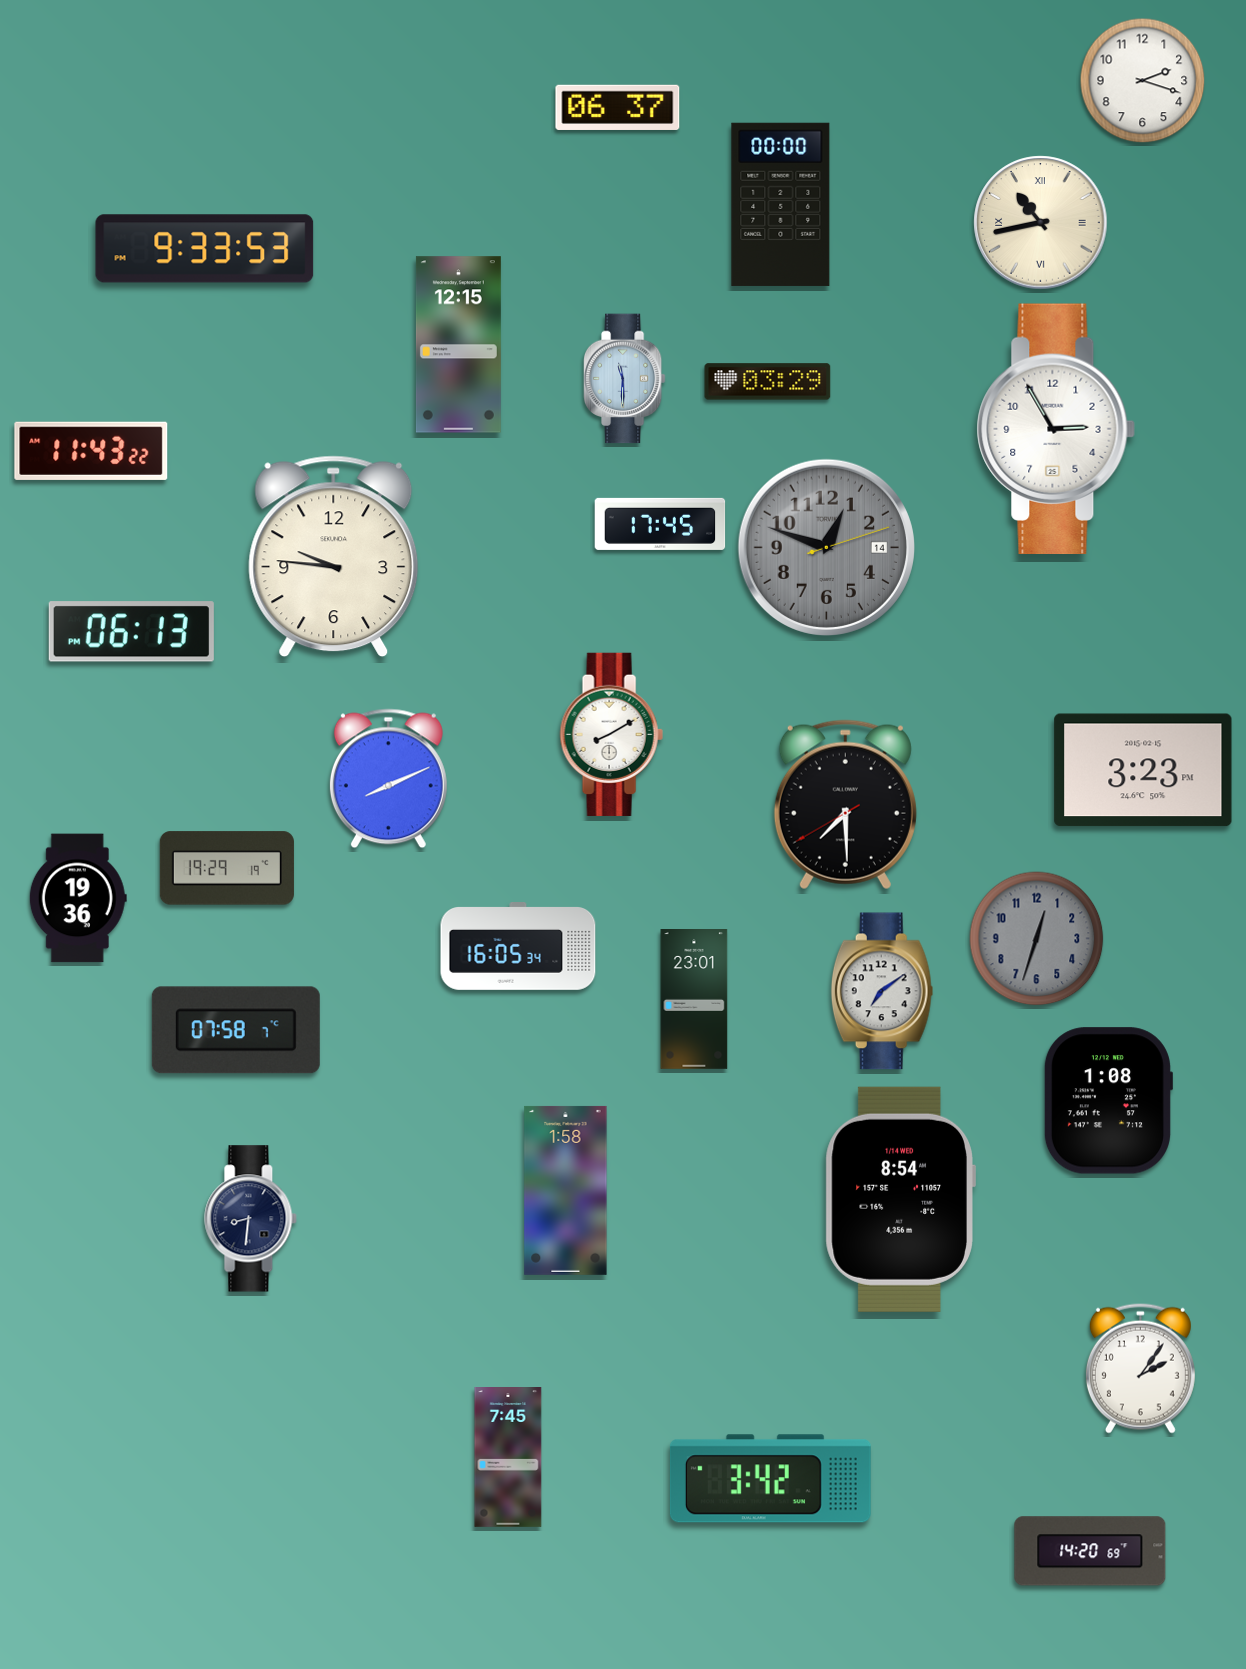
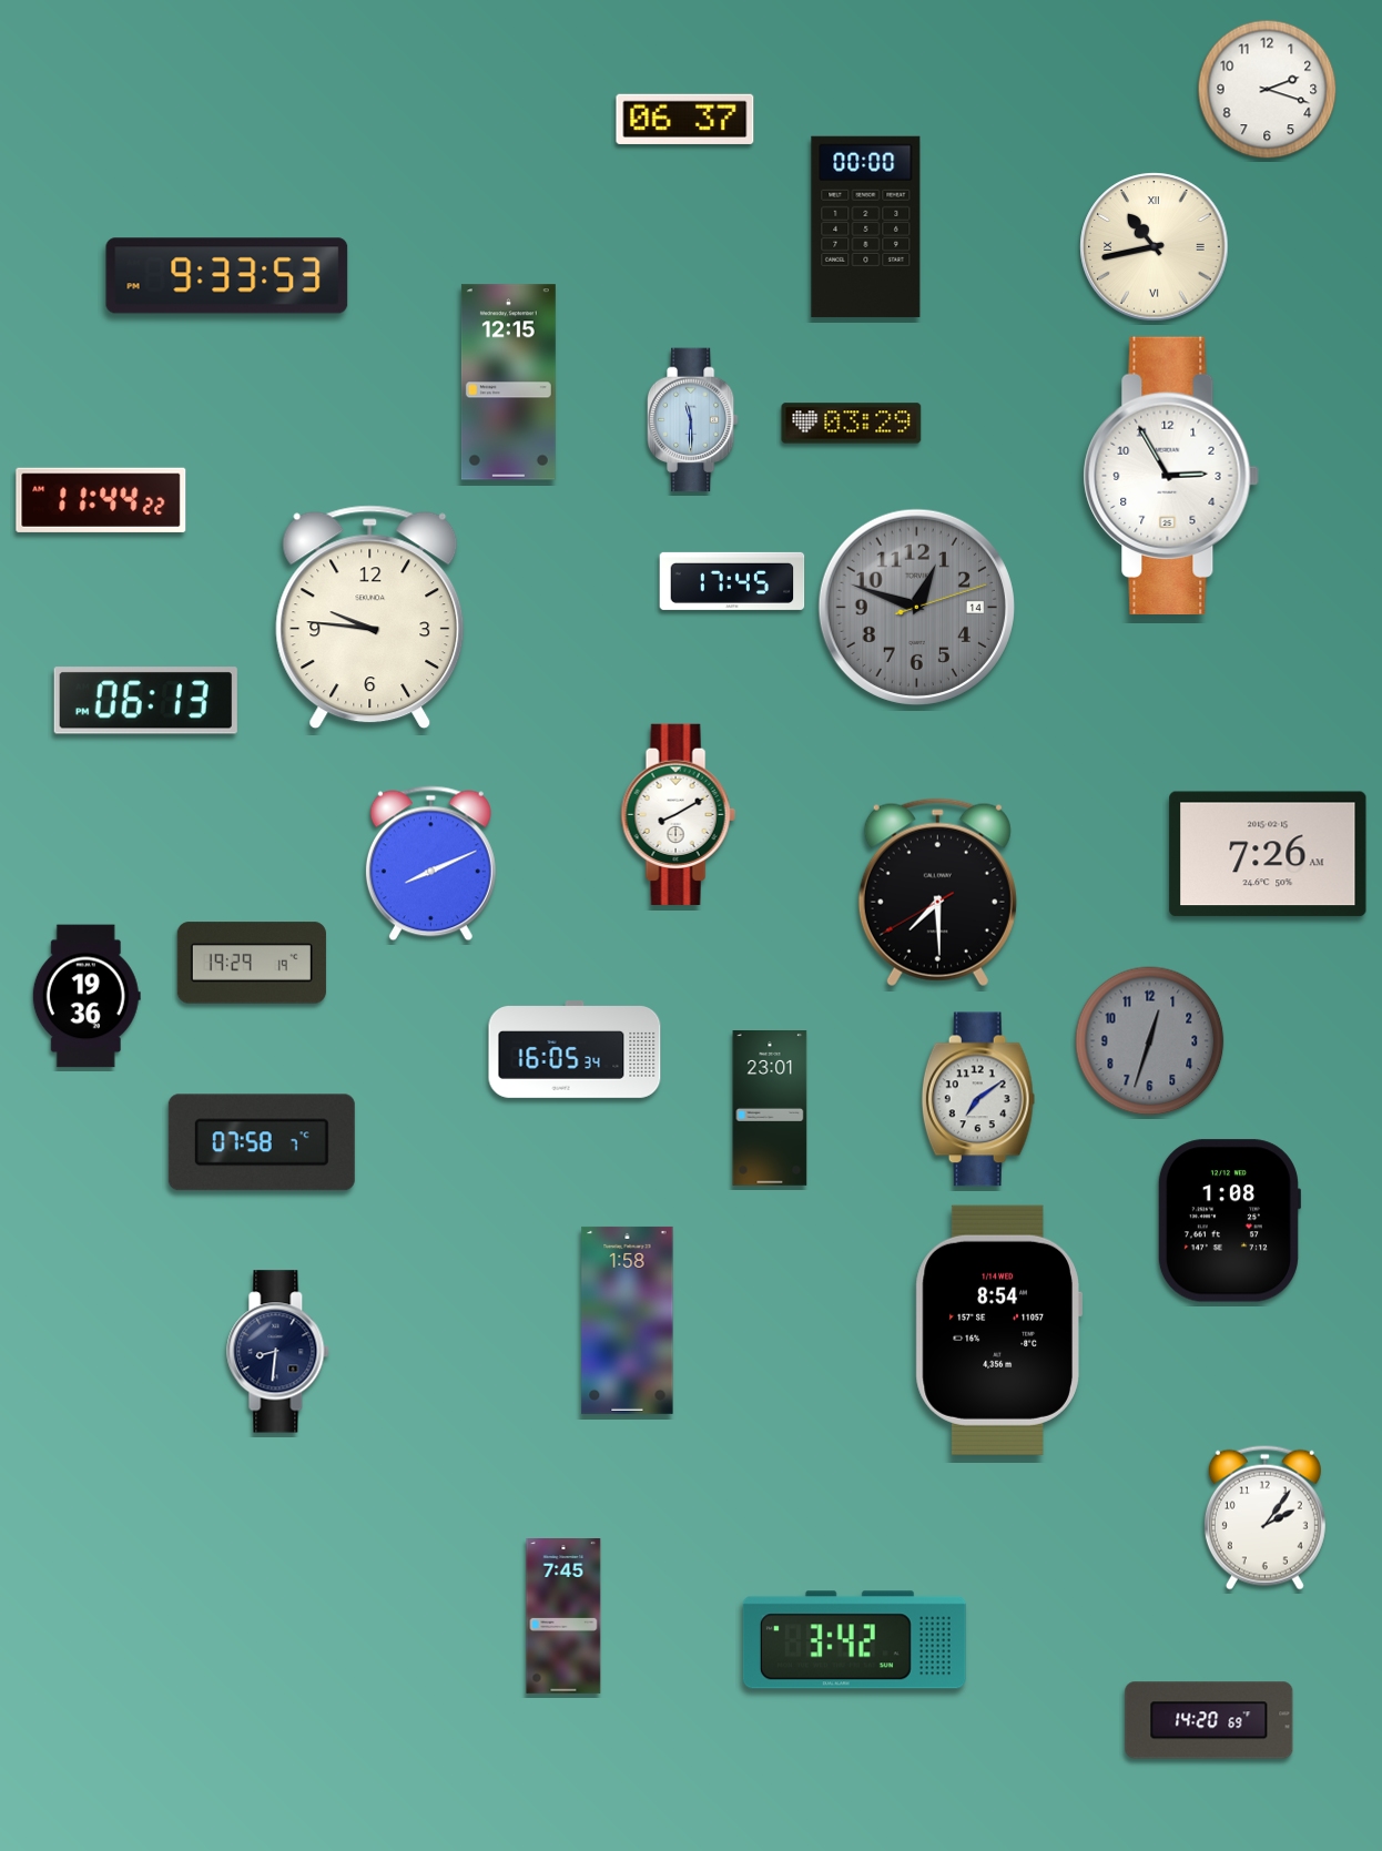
clock at (91, 451): 11:43 -> 11:44
clock at (1143, 770): 3:23 -> 7:26
